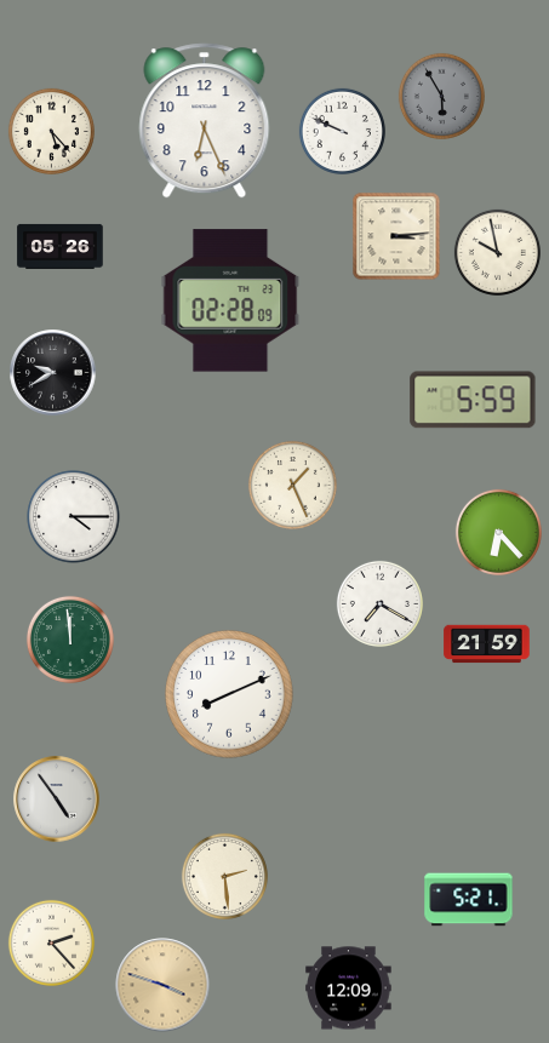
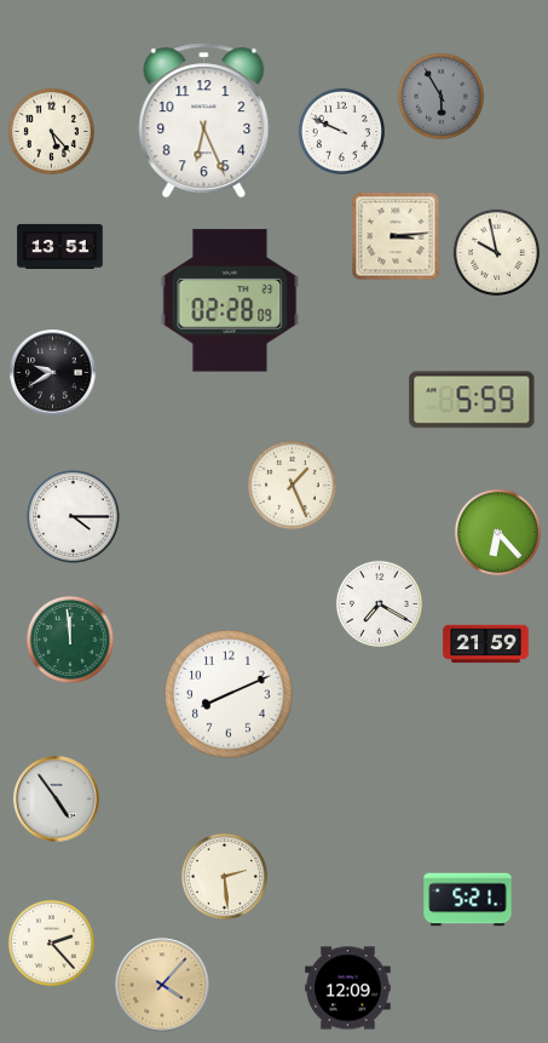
clock at (61, 246): 05:26 -> 13:51
clock at (162, 985): 3:48 -> 4:07
